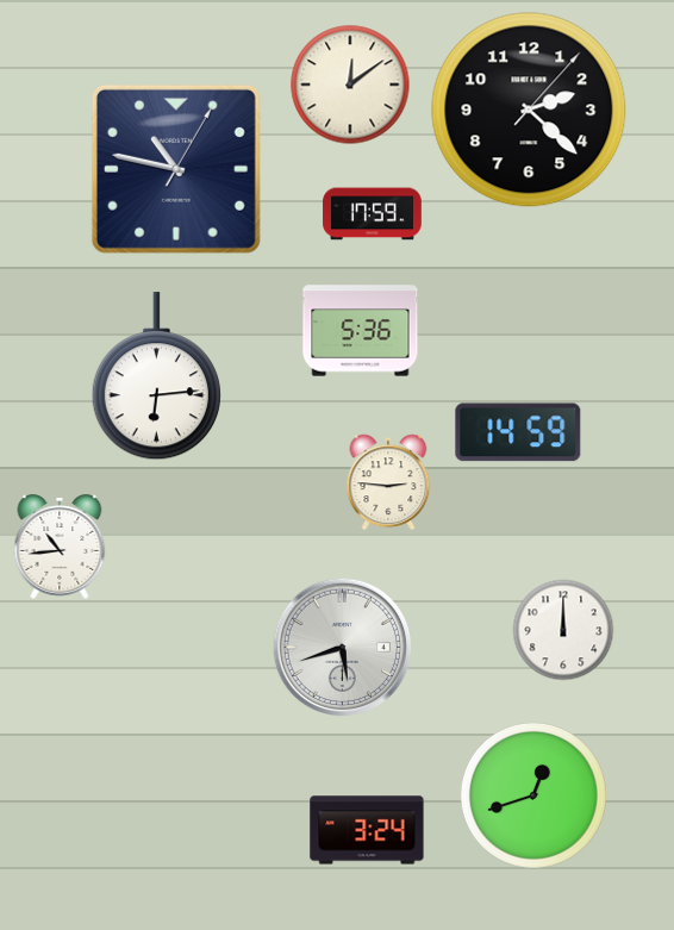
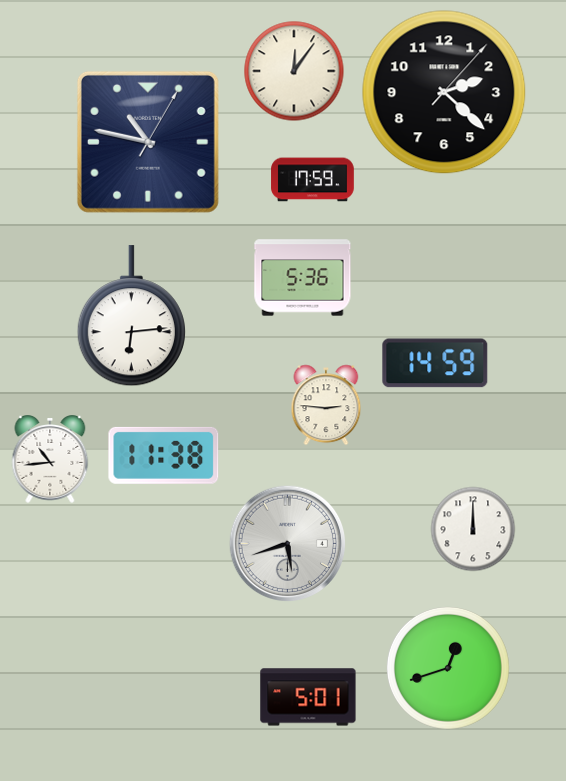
clock at (350, 85): 12:09 -> 12:06
clock at (164, 455): none -> 11:38
clock at (367, 830): 3:24 -> 5:01
